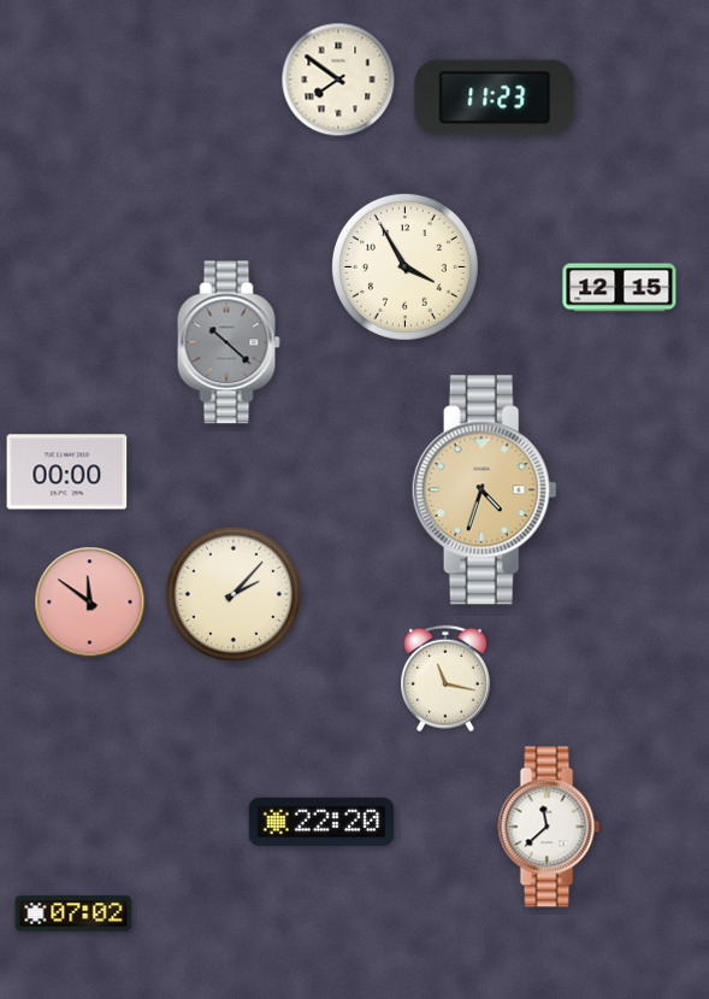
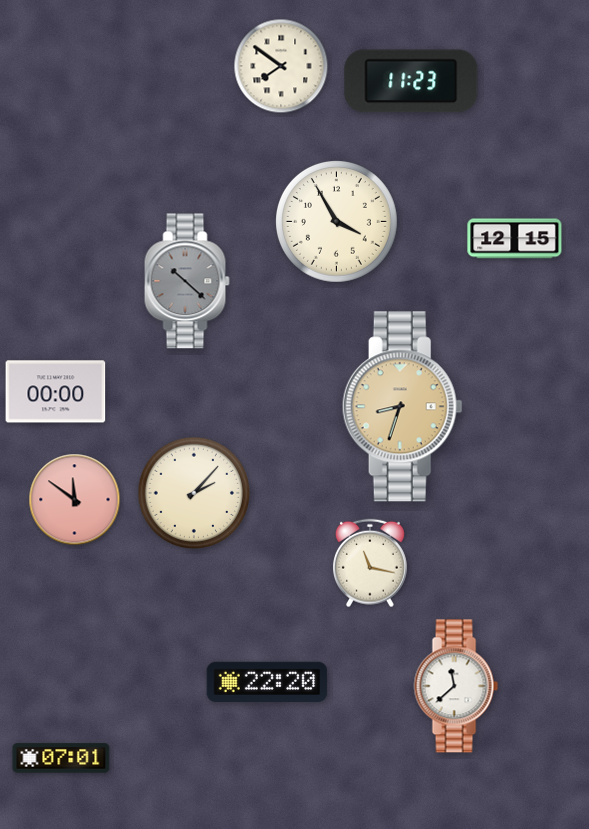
clock at (229, 342) position: (229, 342) -> (187, 281)
clock at (484, 490): 4:33 -> 8:33
clock at (73, 913): 07:02 -> 07:01
